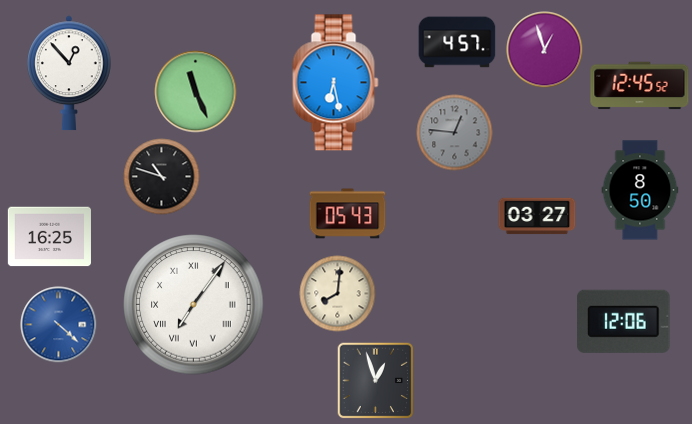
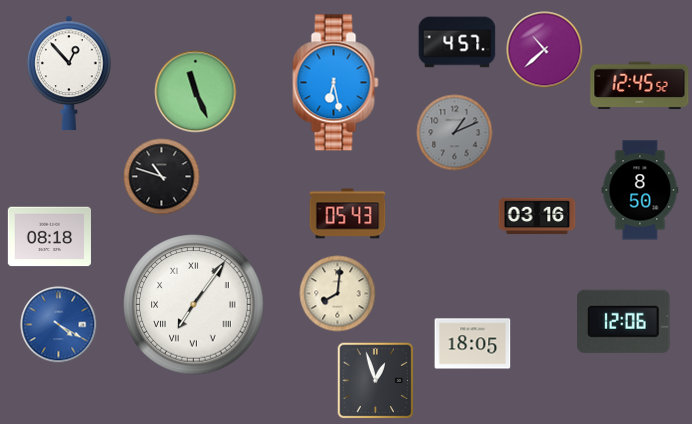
clock at (545, 50): 12:57 -> 10:38
clock at (455, 133): 12:46 -> 1:11
clock at (537, 216): 03:27 -> 03:16
clock at (49, 237): 16:25 -> 08:18
clock at (59, 325): 4:22 -> 4:20
clock at (473, 344): none -> 18:05
